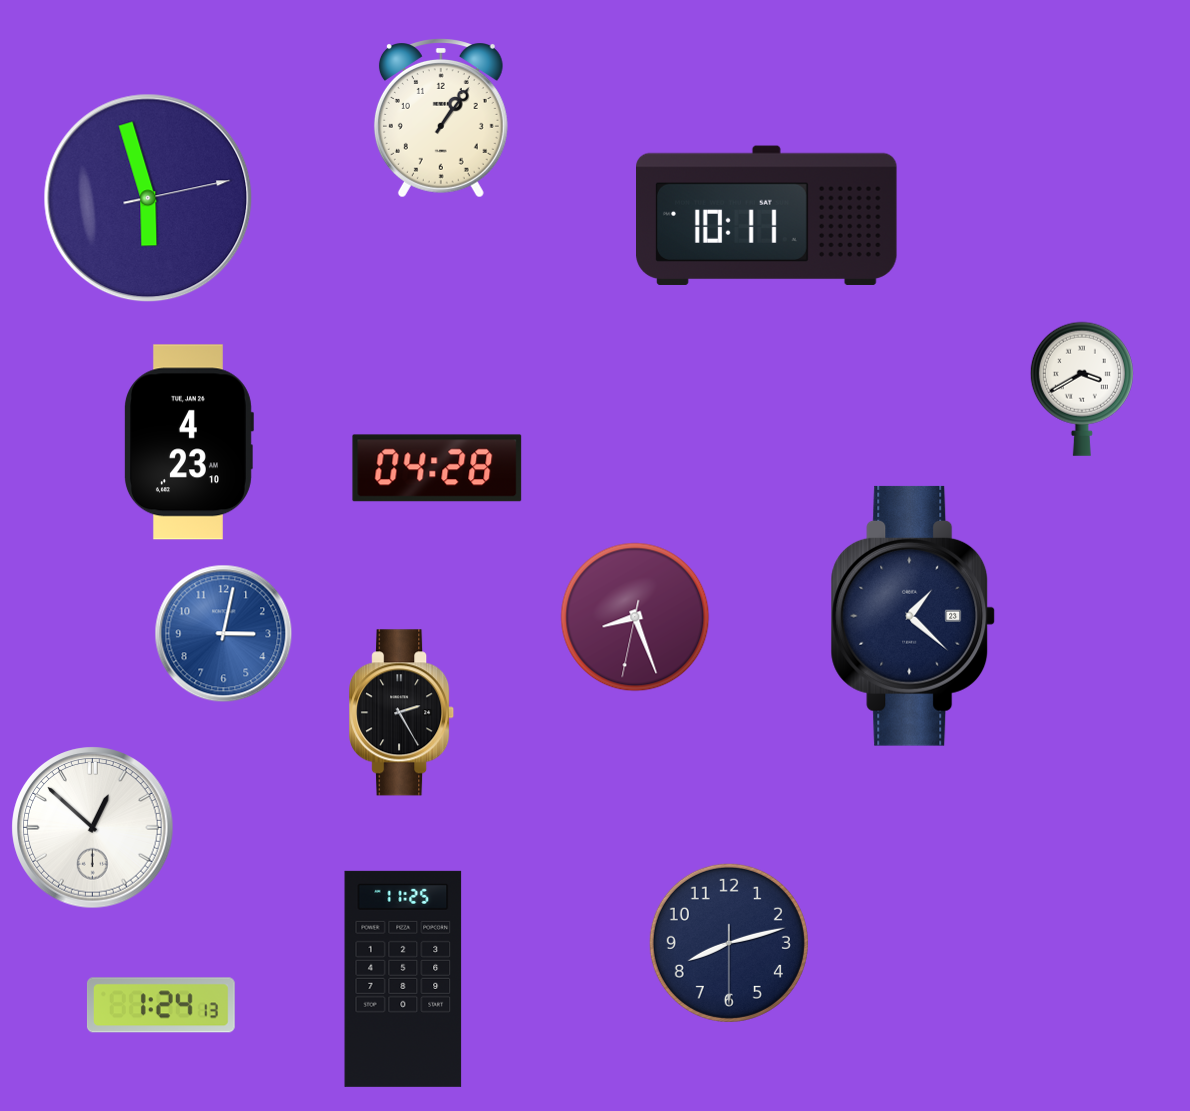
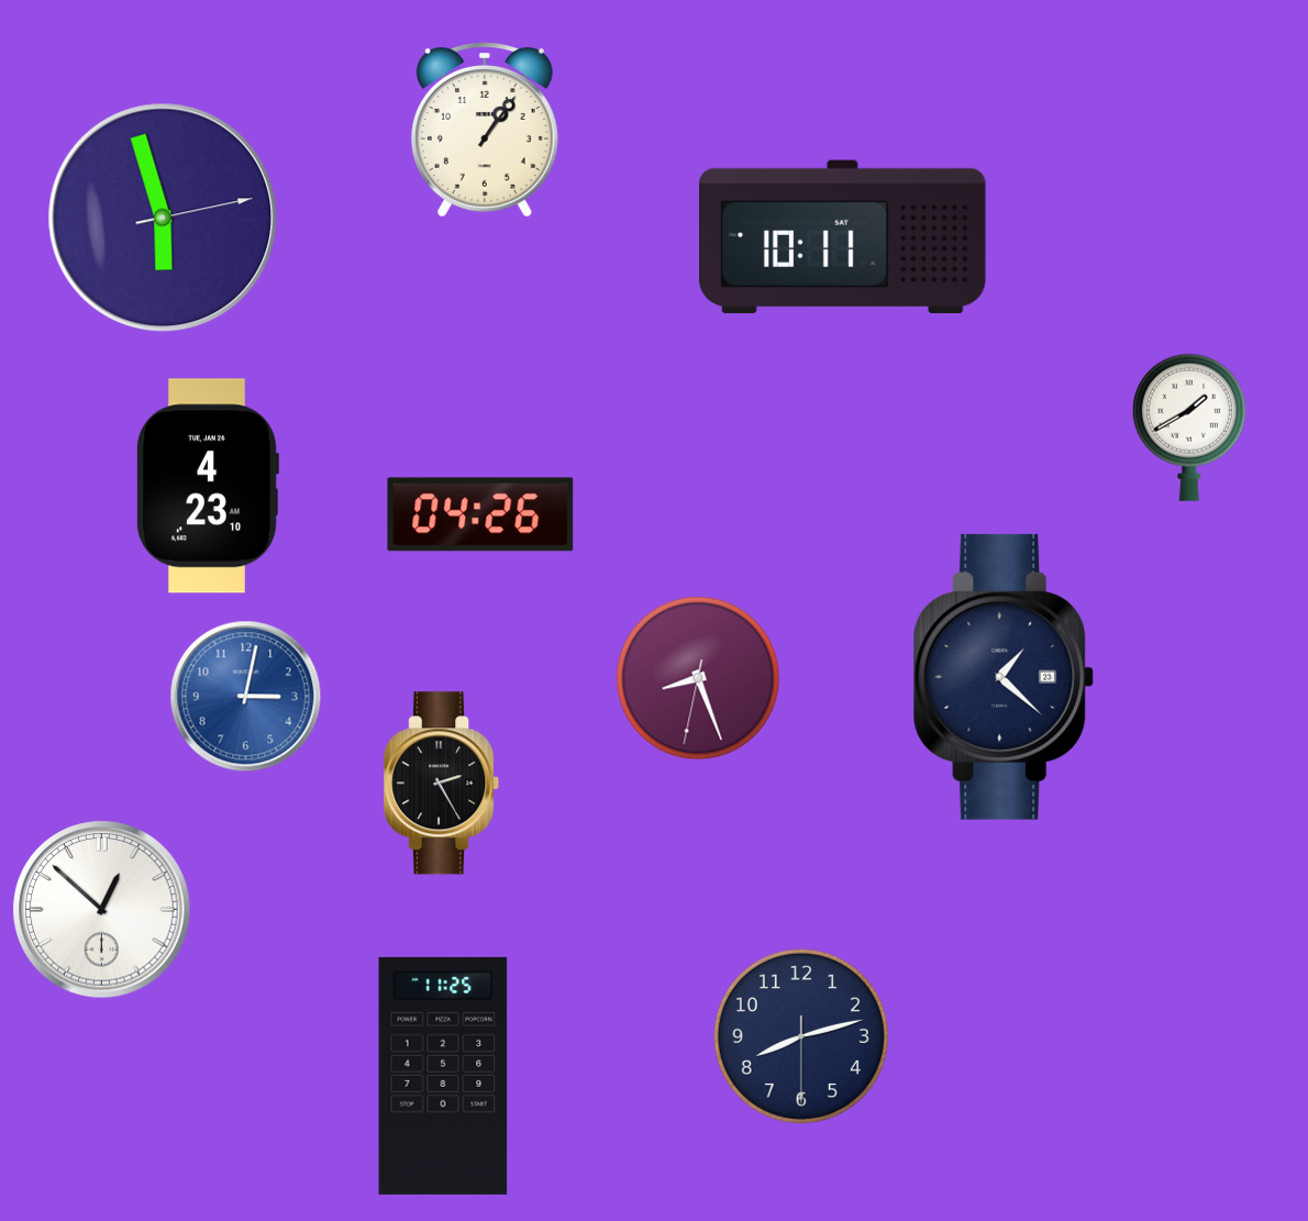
clock at (1082, 389): 3:40 -> 1:40
clock at (437, 468): 04:28 -> 04:26
clock at (161, 1005): 1:24 -> none
